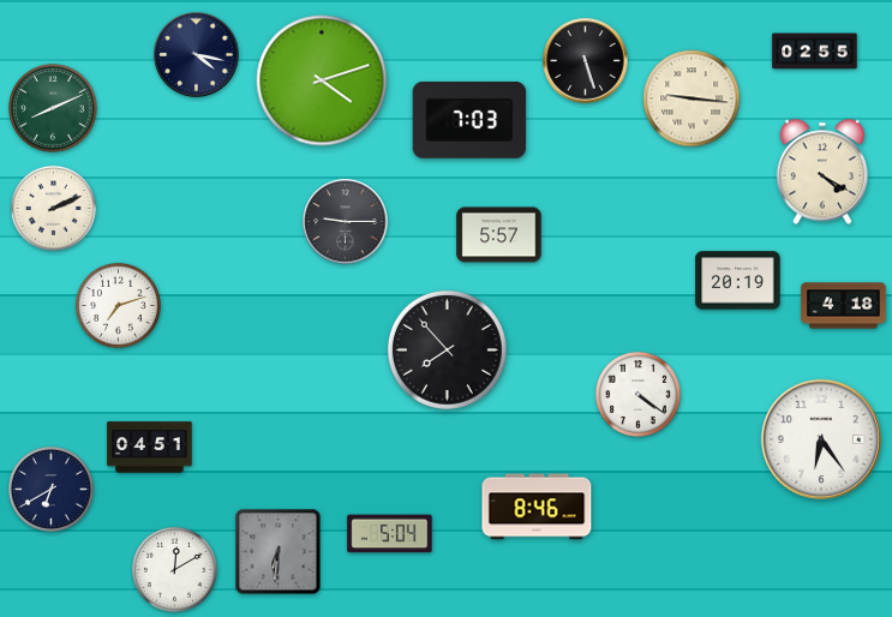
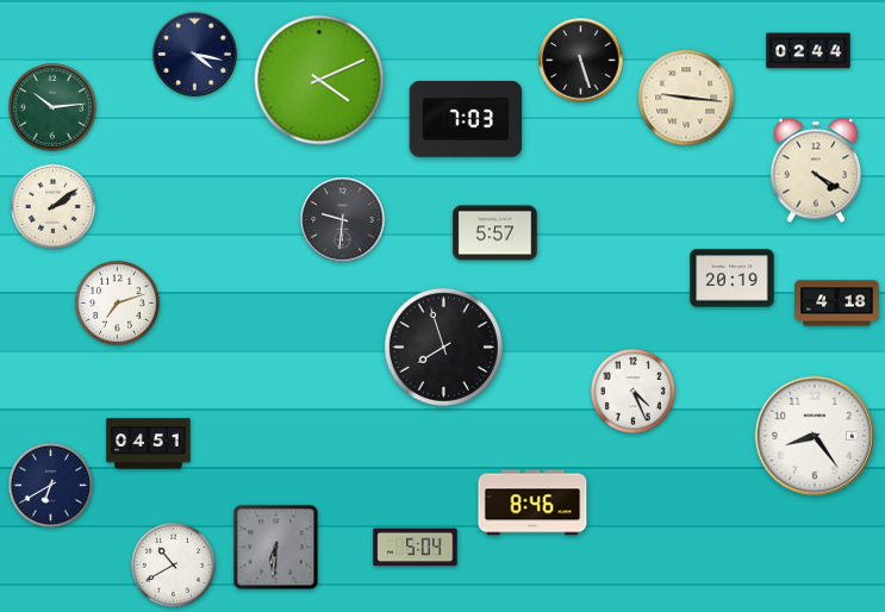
clock at (815, 52): 02:55 -> 02:44
clock at (322, 80): 4:12 -> 4:11
clock at (53, 108): 8:11 -> 10:14
clock at (53, 208): 2:11 -> 2:09
clock at (346, 222): 9:15 -> 9:31
clock at (447, 349): 7:53 -> 7:57
clock at (637, 394): 4:21 -> 4:26
clock at (821, 439): 6:24 -> 8:24
clock at (390, 534) position: (390, 534) -> (416, 548)
clock at (174, 569): 12:10 -> 10:40
